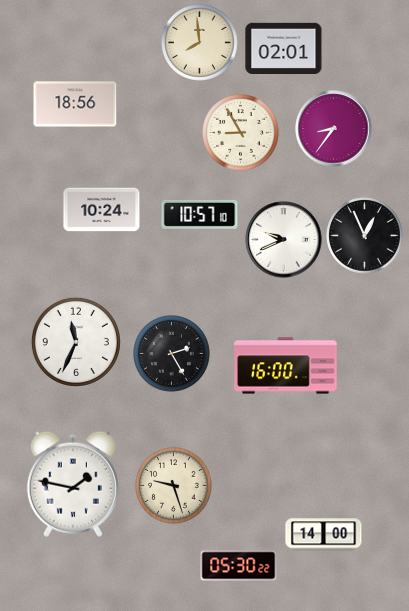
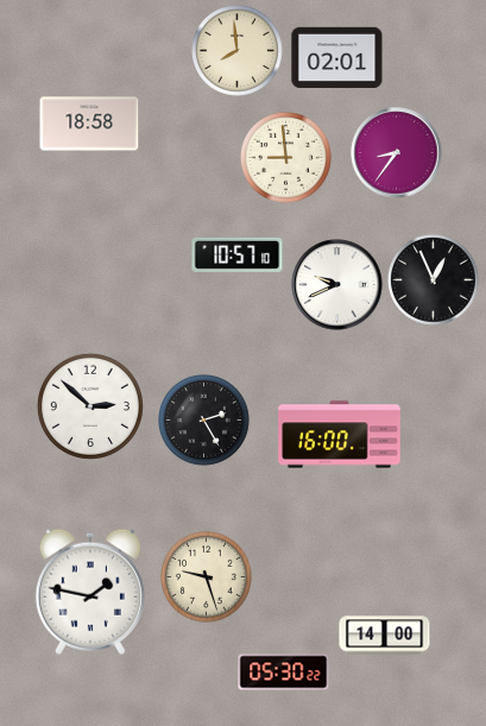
clock at (75, 104): 18:56 -> 18:58
clock at (241, 133): 8:55 -> 8:59
clock at (102, 210): 10:24 -> none
clock at (76, 342): 11:34 -> 2:52
clock at (73, 484) position: (73, 484) -> (90, 592)
